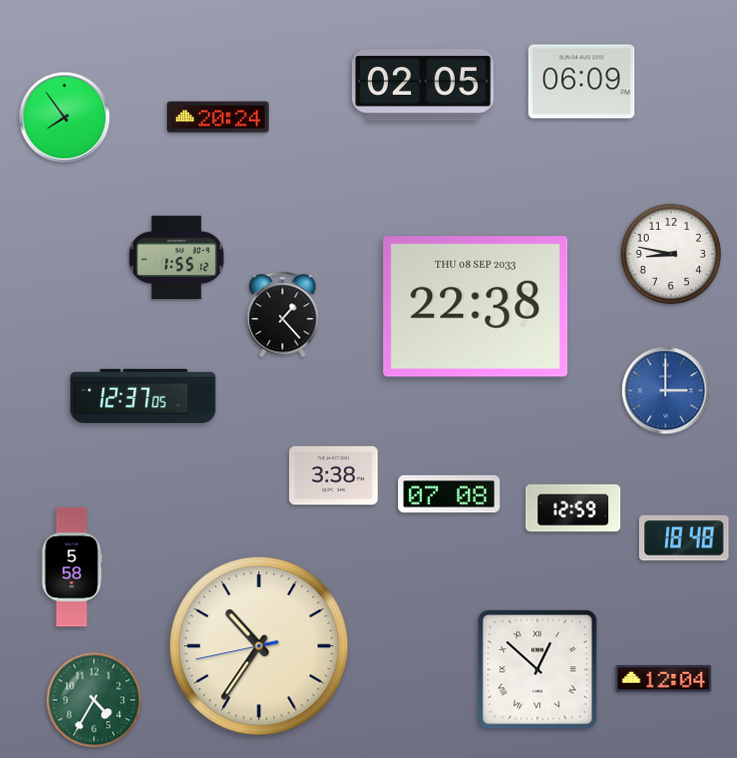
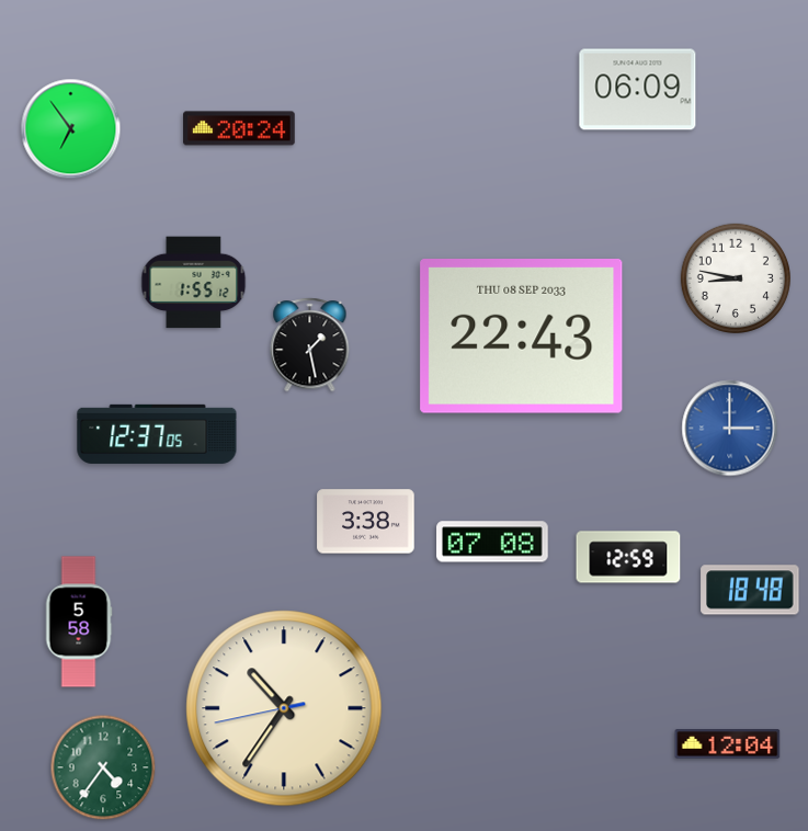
clock at (424, 85): 02:05 -> none
clock at (65, 118): 7:54 -> 6:54
clock at (476, 307): 22:38 -> 22:43
clock at (283, 315): 1:23 -> 1:28
clock at (538, 670): 12:52 -> none
clock at (94, 700): 4:35 -> 4:36
